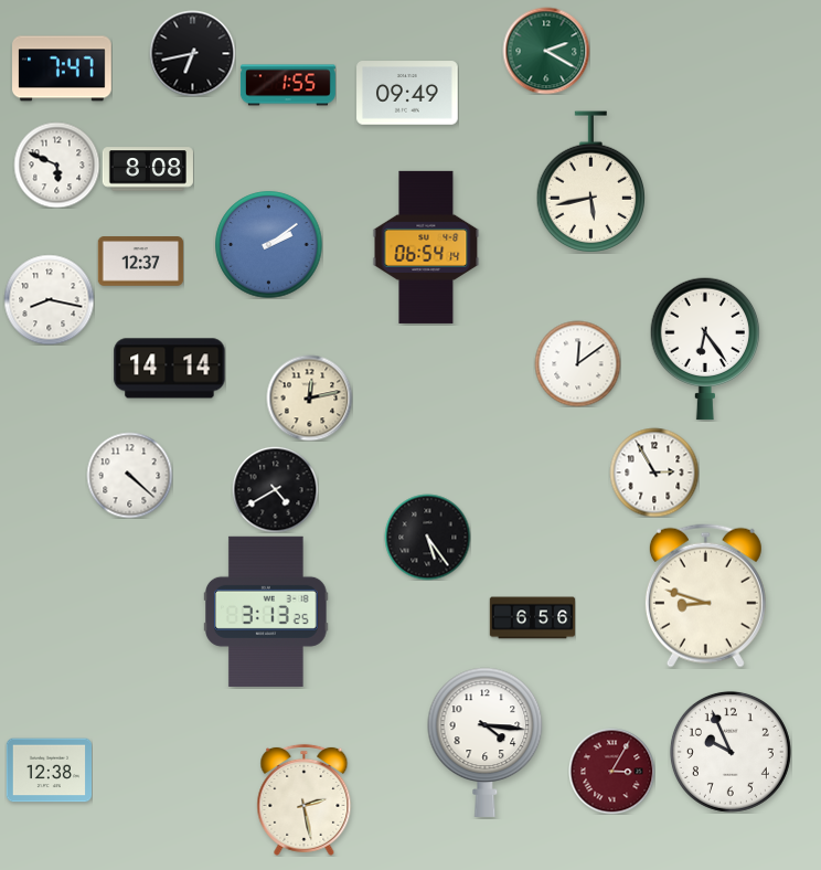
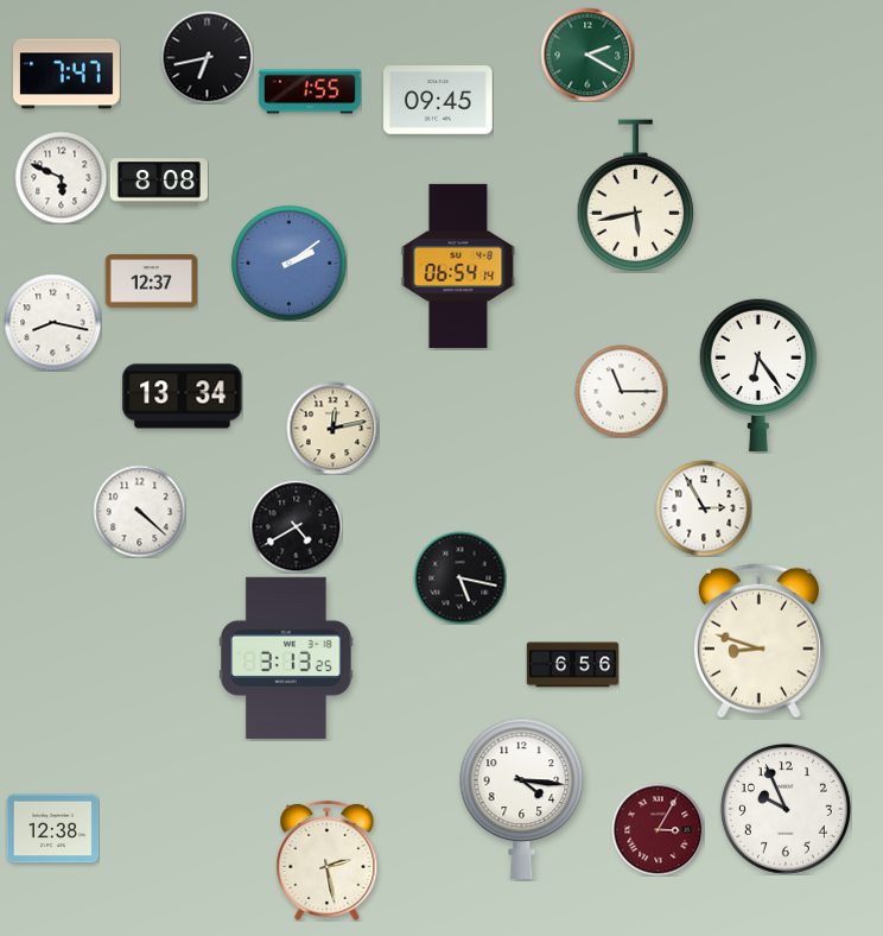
clock at (407, 93): 09:49 -> 09:45
clock at (577, 363): 12:09 -> 11:15
clock at (170, 369): 14:14 -> 13:34
clock at (427, 537): 5:24 -> 5:17
